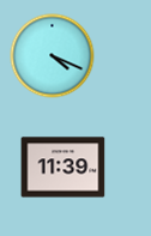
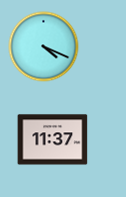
clock at (64, 168): 11:39 -> 11:37
